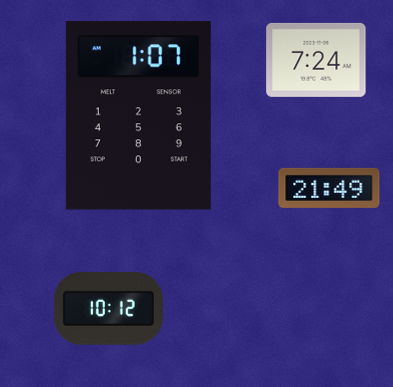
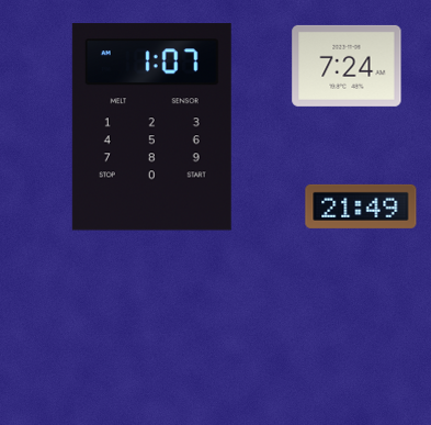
clock at (108, 309): 10:12 -> none
